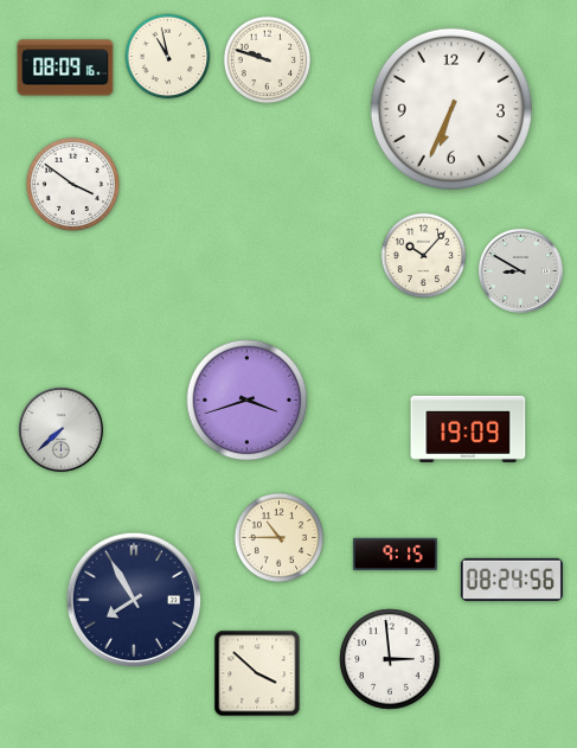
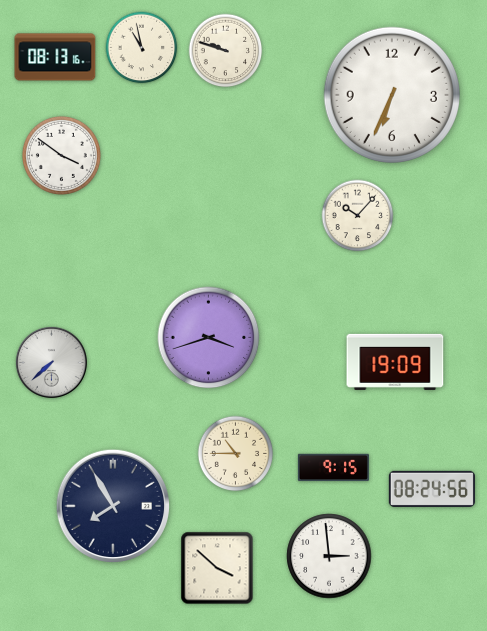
clock at (65, 68): 08:09 -> 08:13
clock at (450, 108) position: (450, 108) -> (391, 94)
clock at (520, 270): 8:50 -> none
